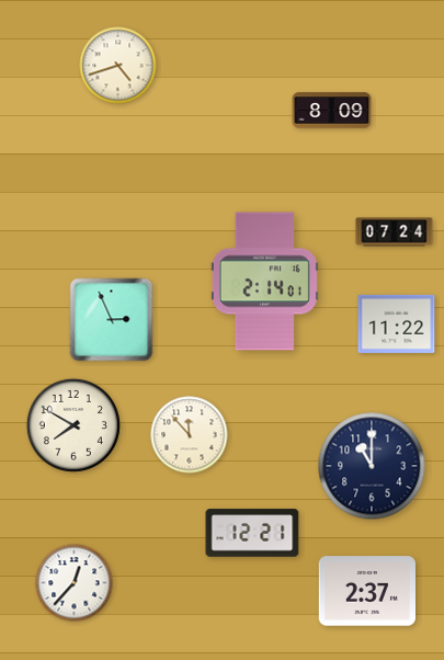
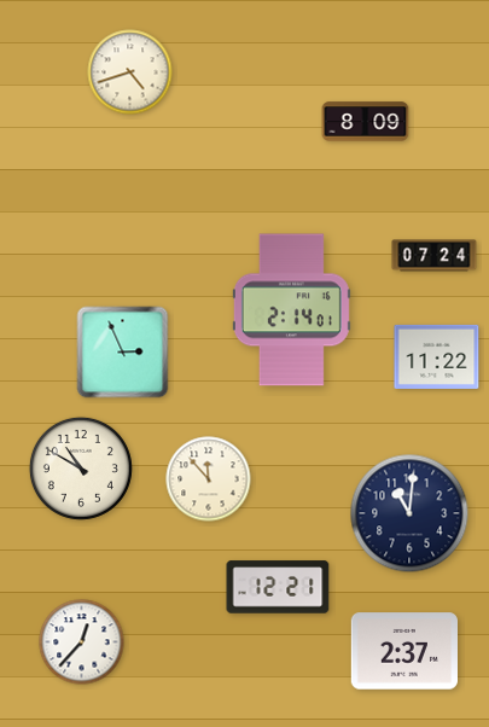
clock at (73, 425): 7:50 -> 10:50
clock at (372, 466): 11:00 -> 11:01
